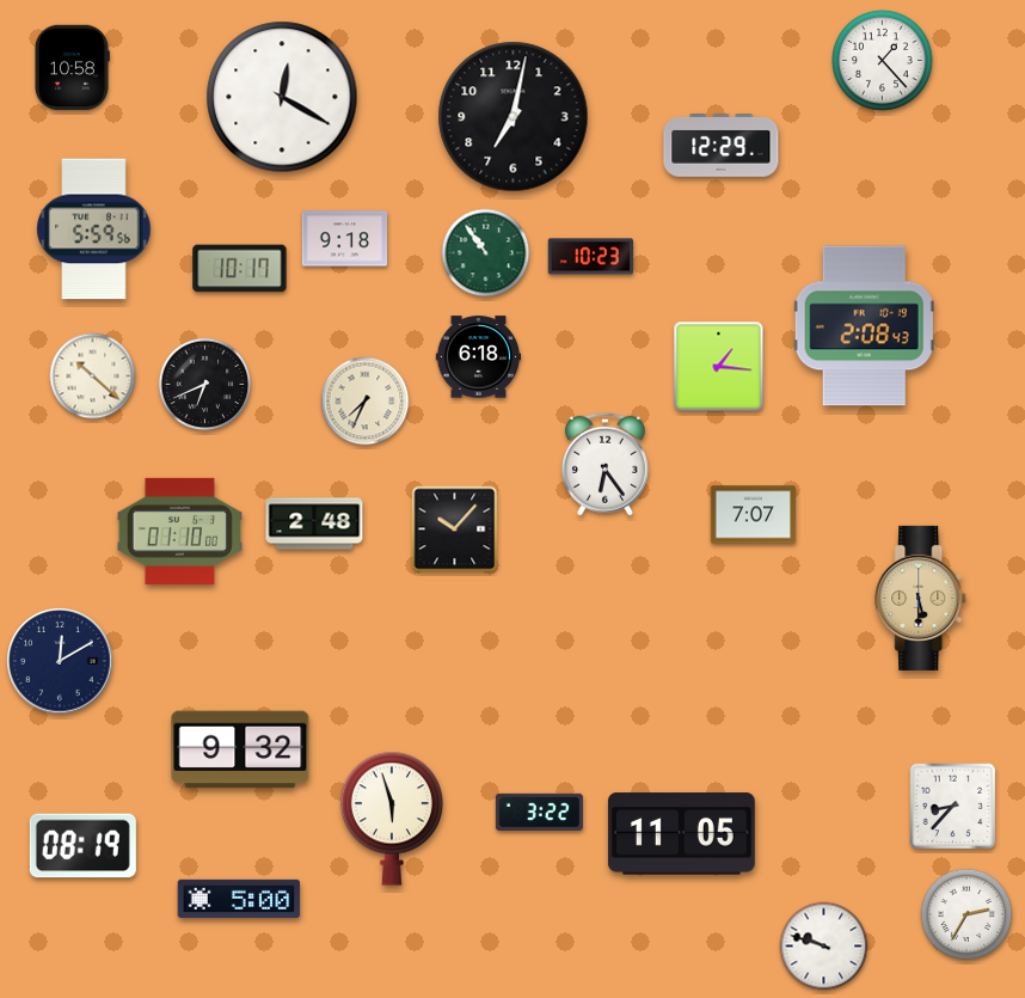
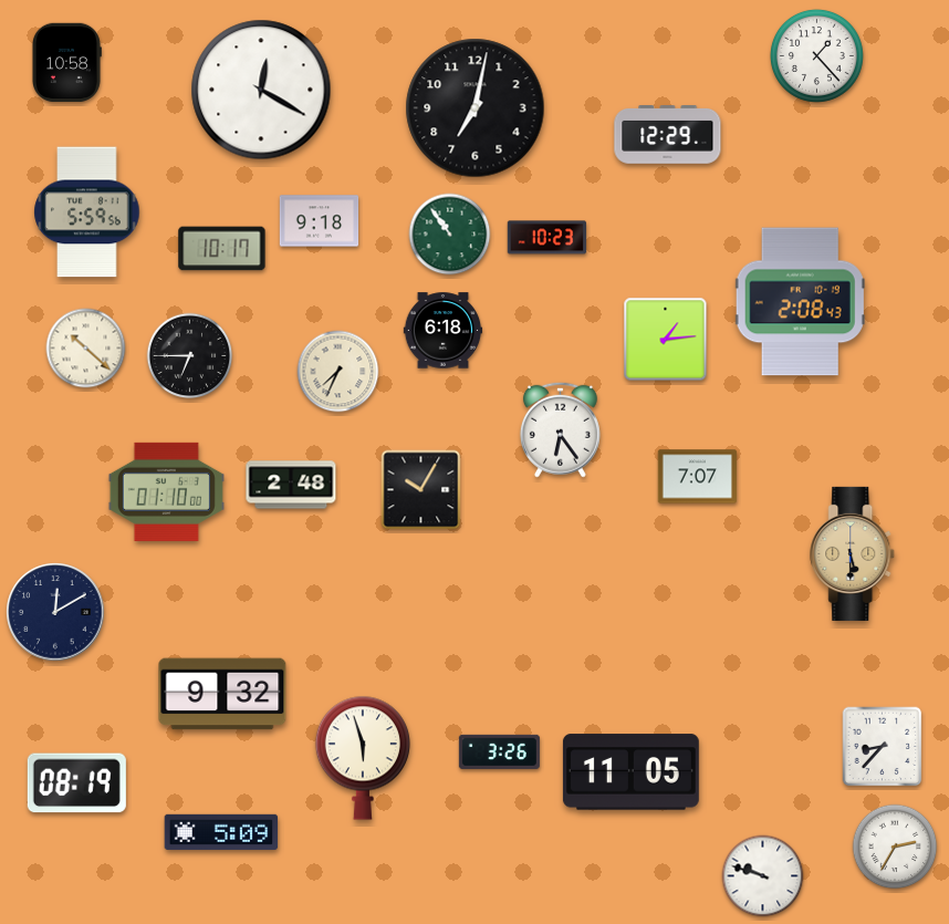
clock at (719, 367): 1:16 -> 1:14
clock at (205, 385): 6:41 -> 6:45
clock at (455, 529): 10:07 -> 10:05
clock at (539, 812): 3:22 -> 3:26
clock at (239, 899): 5:00 -> 5:09
